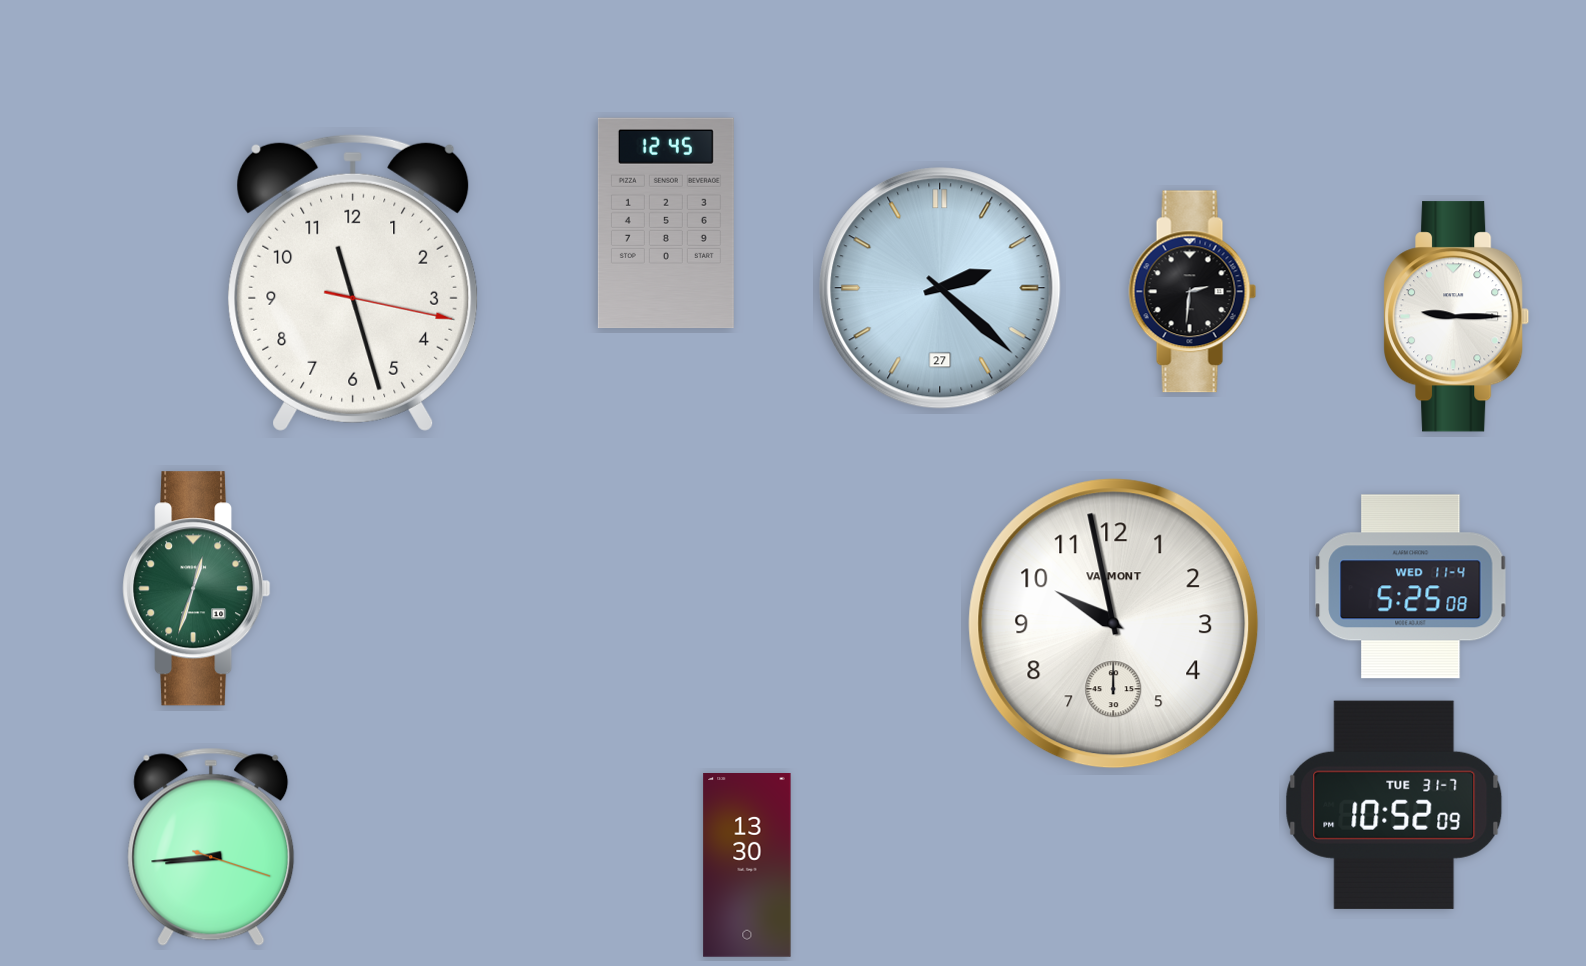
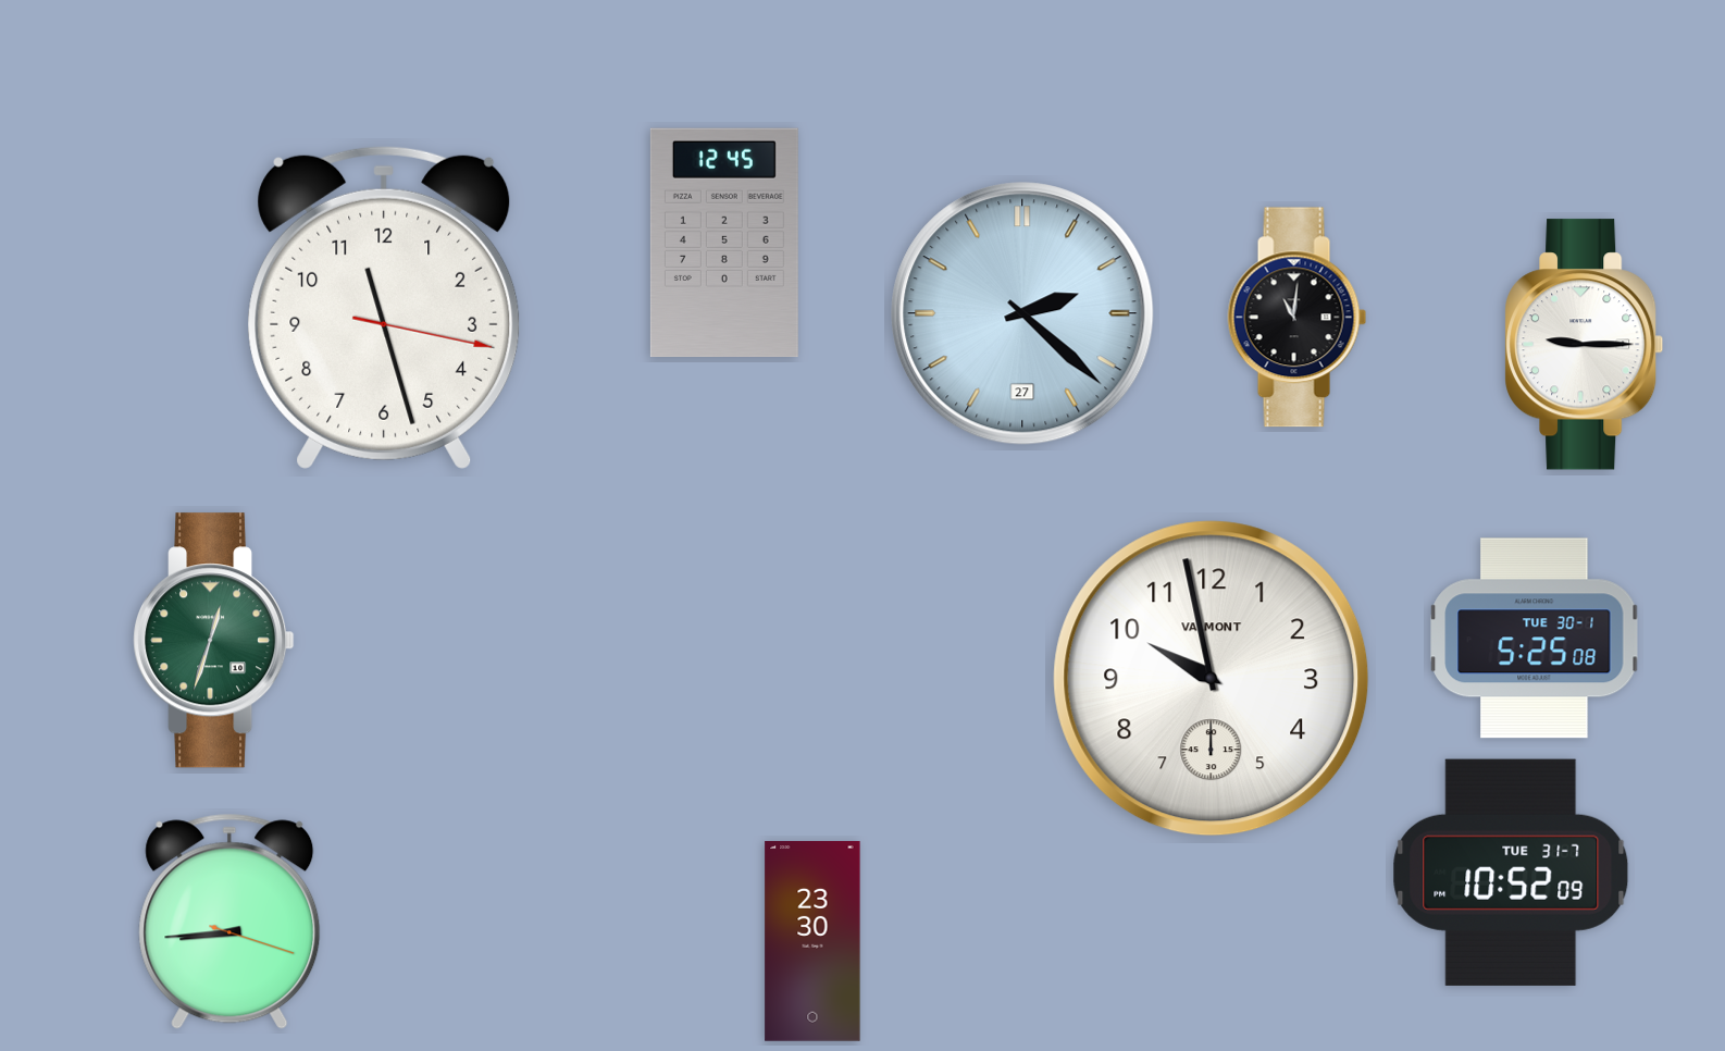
clock at (1193, 292): 2:31 -> 11:01
clock at (1411, 587) date: WED 11-4 -> TUE 30-1
clock at (1394, 805) position: (1394, 805) -> (1511, 873)
clock at (747, 866): 13:30 -> 23:30
